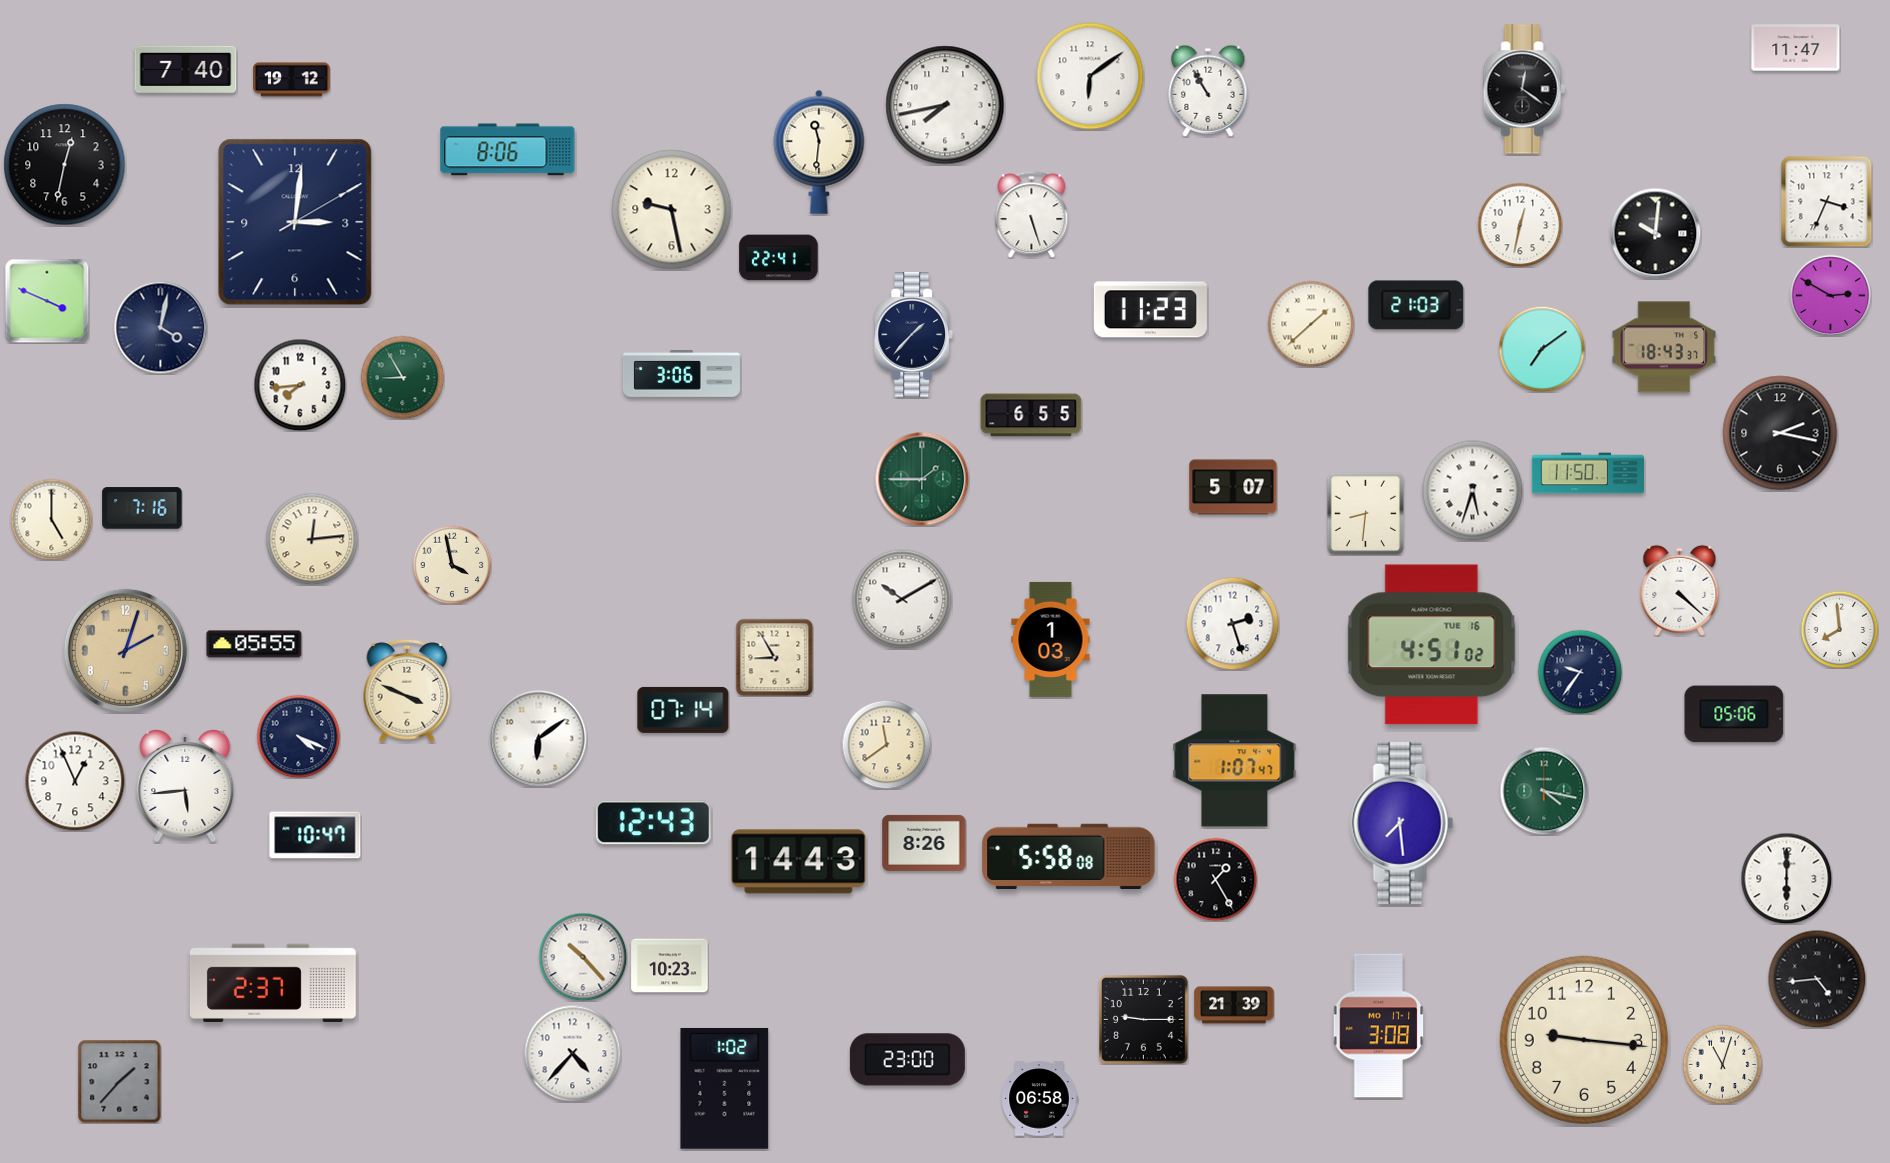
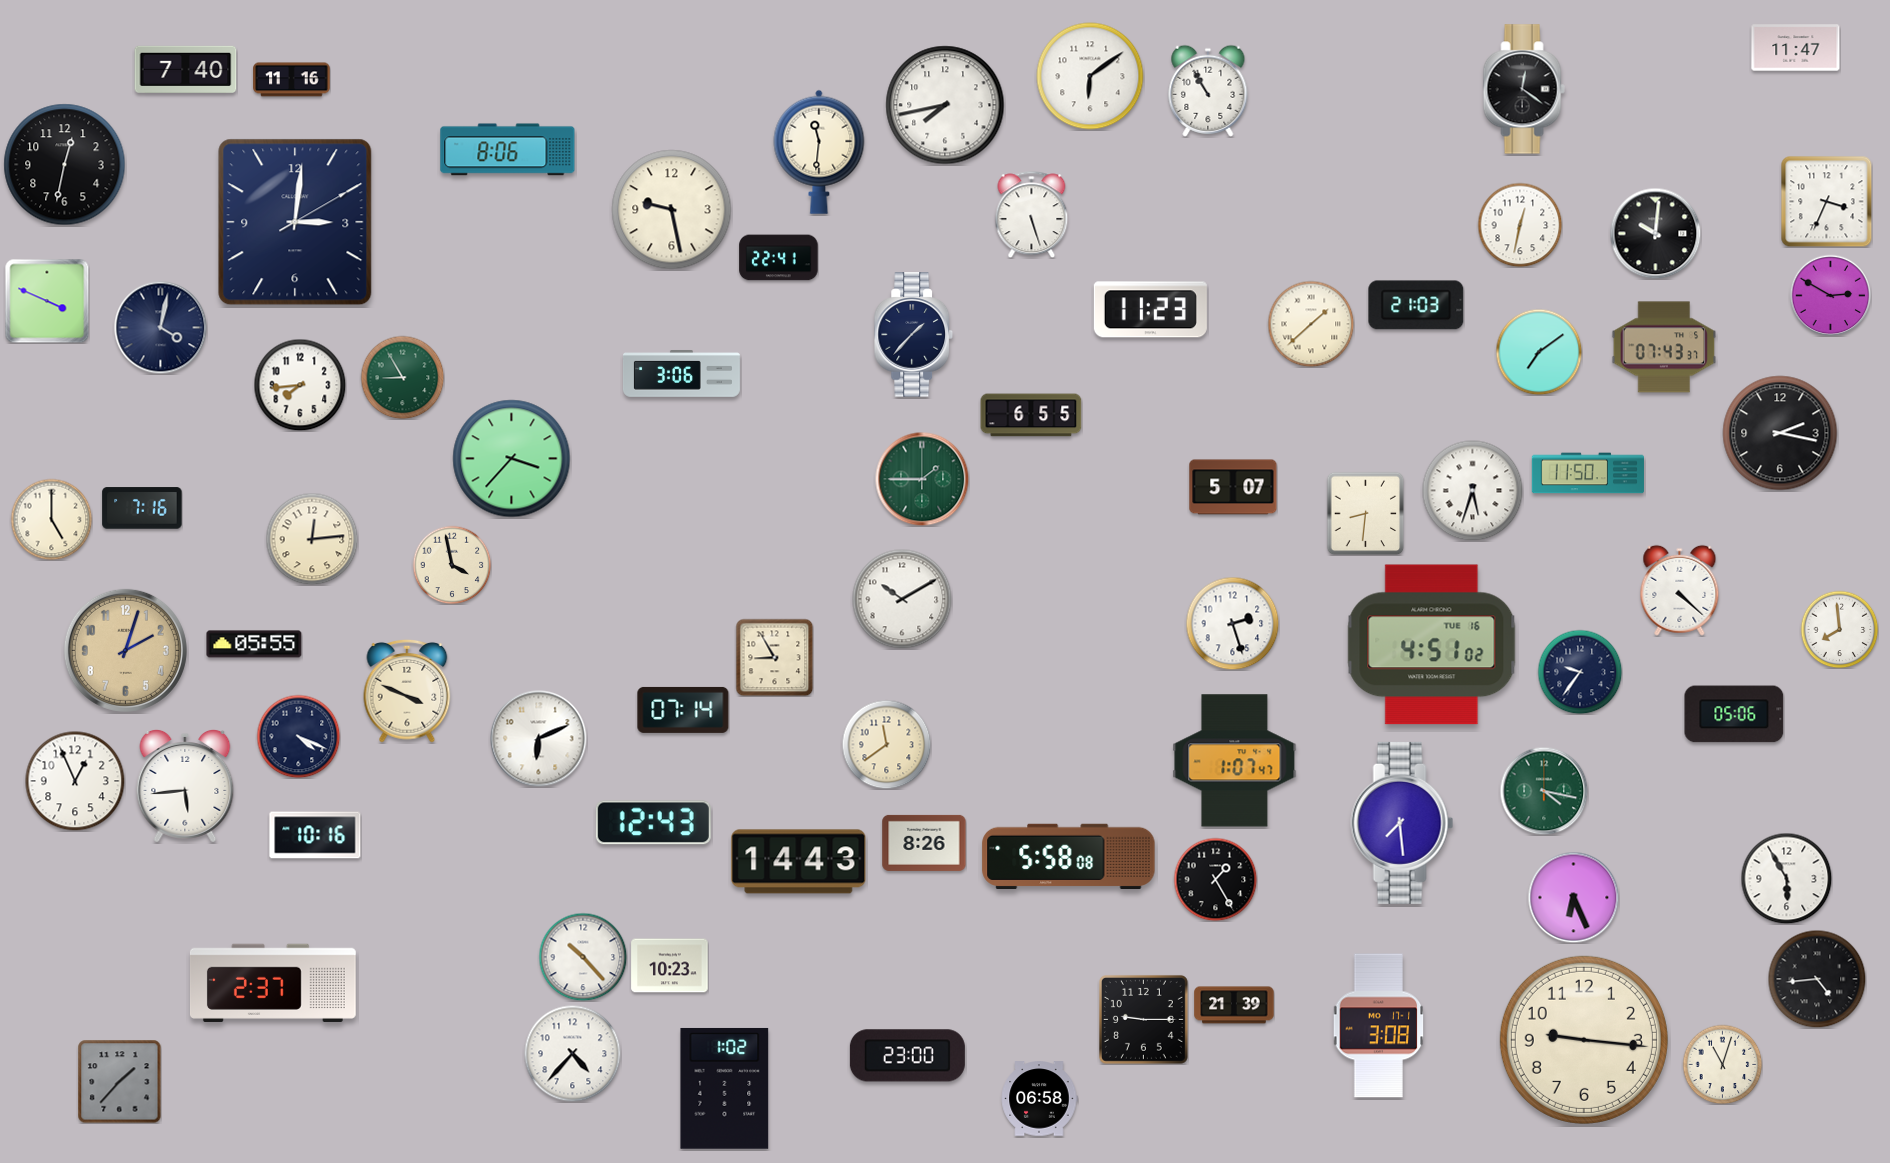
clock at (292, 80): 19:12 -> 11:16
clock at (1664, 347): 18:43 -> 07:43
clock at (1542, 349) position: (1542, 349) -> (1539, 352)
clock at (512, 459): none -> 3:37
clock at (1051, 639): 1:03 -> none
clock at (539, 739): 6:09 -> 6:11
clock at (315, 835): 10:47 -> 10:16
clock at (1786, 878): 6:00 -> 5:55
clock at (1573, 897): none -> 6:26
clock at (907, 1060) position: (907, 1060) -> (907, 1056)
